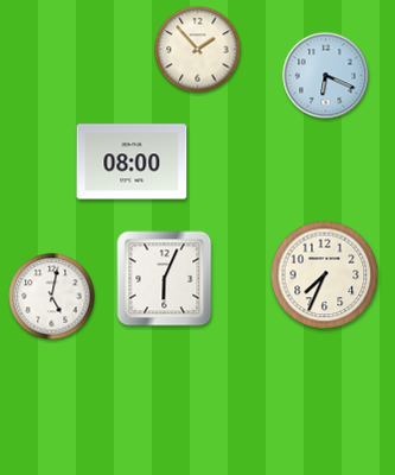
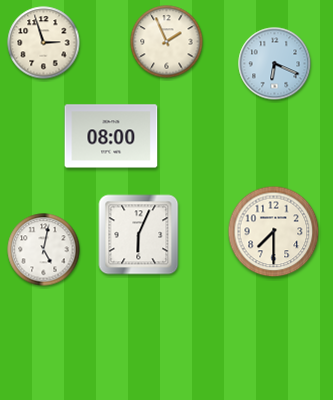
clock at (198, 50): 1:53 -> 1:56
clock at (44, 43): none -> 2:57
clock at (325, 275): 7:34 -> 7:30
